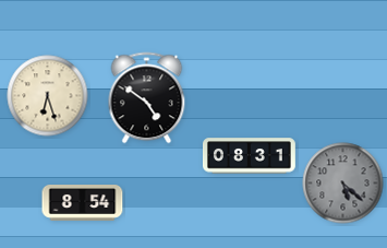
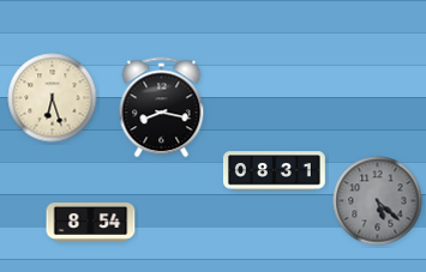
clock at (48, 96) position: (48, 96) -> (53, 98)
clock at (147, 98): 4:51 -> 8:17
